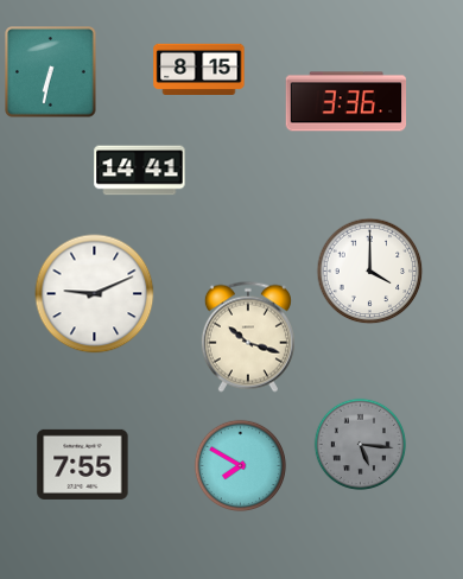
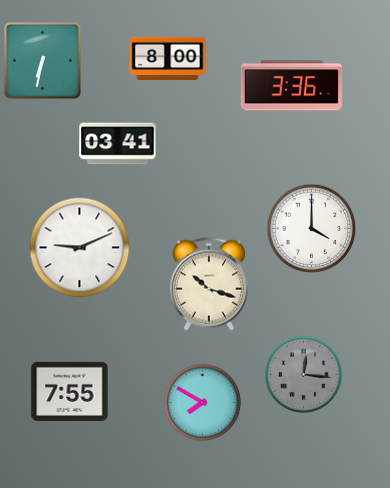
clock at (199, 70): 8:15 -> 8:00
clock at (140, 171): 14:41 -> 03:41
clock at (360, 444): 5:16 -> 12:16
clock at (240, 465) position: (240, 465) -> (202, 402)
